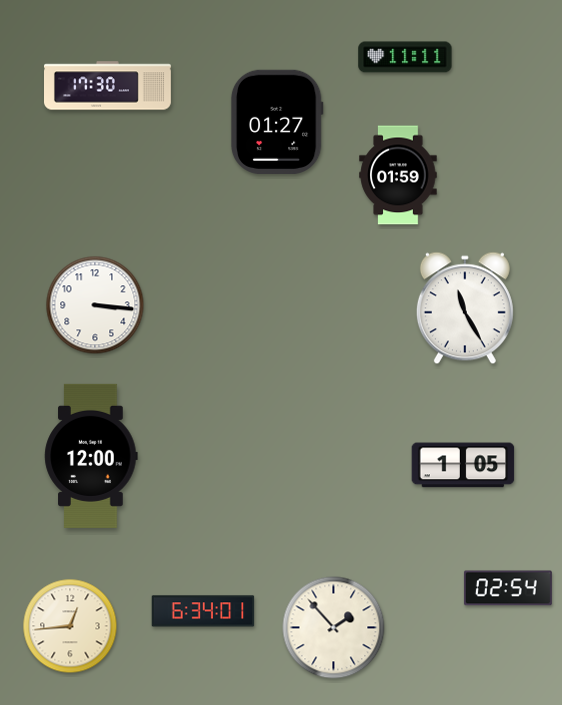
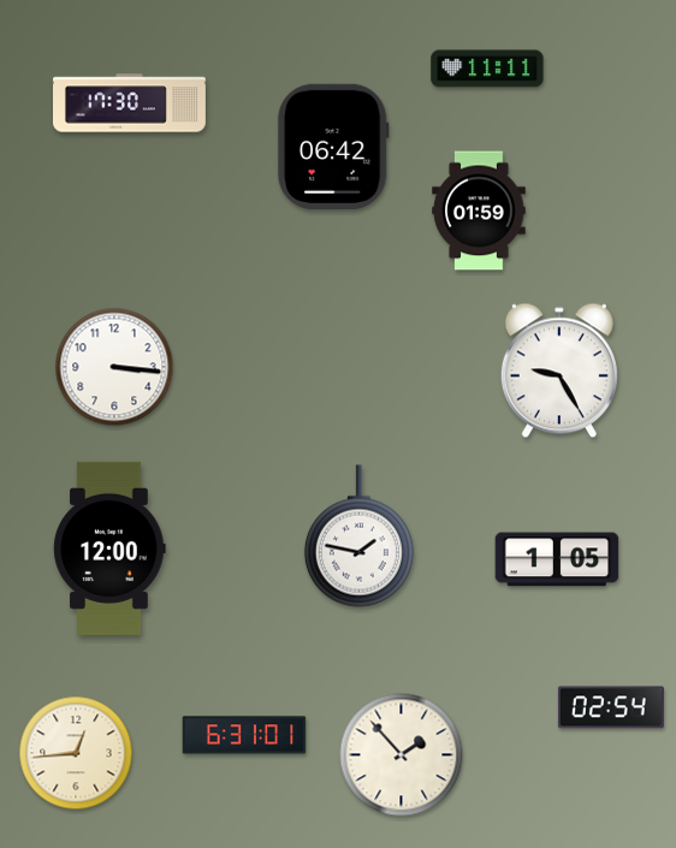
clock at (277, 122): 01:27 -> 06:42
clock at (465, 308): 11:25 -> 9:25
clock at (358, 536): none -> 1:47
clock at (203, 611): 6:34 -> 6:31
clock at (70, 626) position: (70, 626) -> (76, 753)
